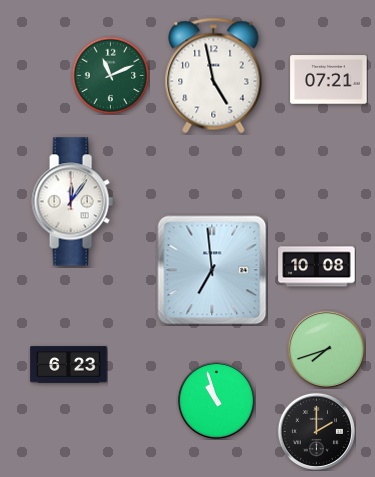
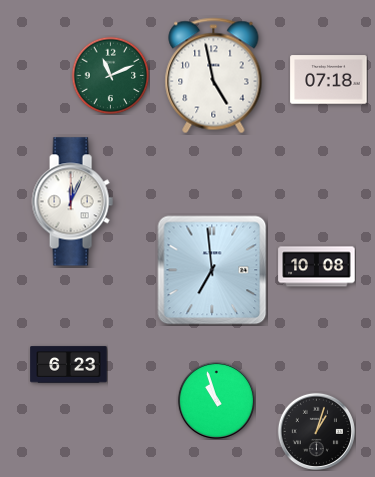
clock at (329, 80): 07:21 -> 07:18
clock at (72, 202): 12:06 -> 12:04
clock at (326, 349): 7:42 -> none
clock at (316, 431): 2:00 -> 1:03
